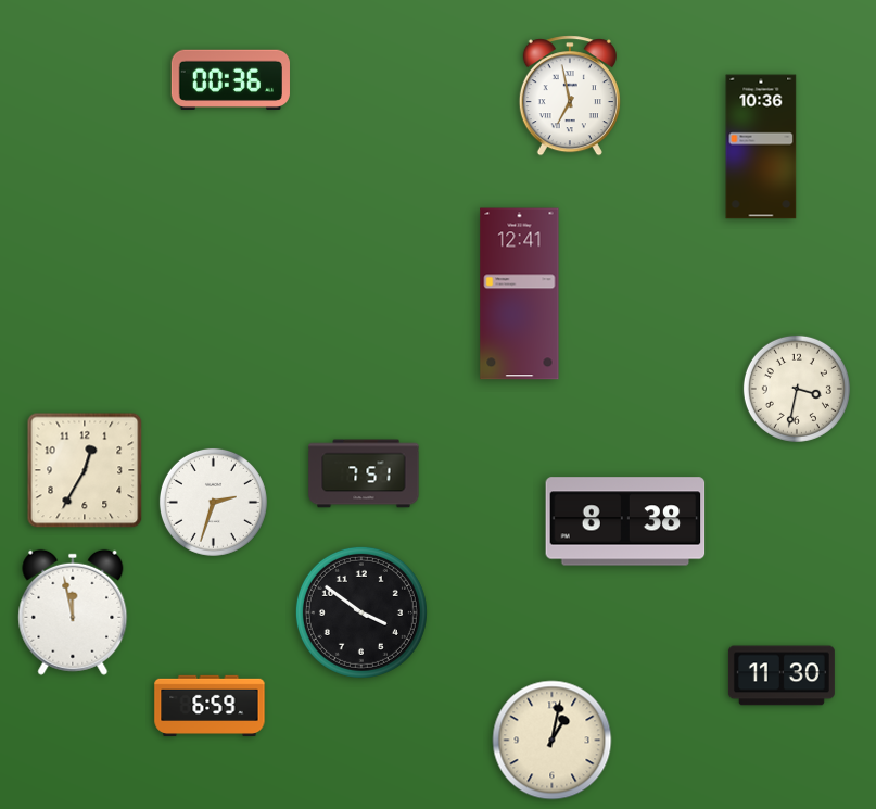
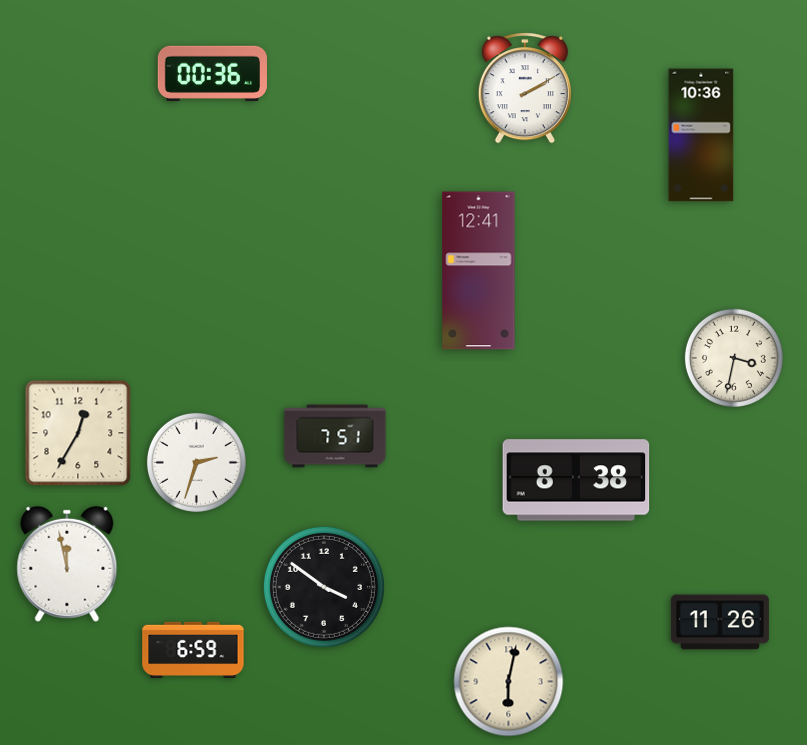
clock at (570, 96): 6:58 -> 2:10
clock at (361, 612) position: (361, 612) -> (324, 587)
clock at (782, 675): 11:30 -> 11:26
clock at (553, 741): 1:02 -> 6:02
